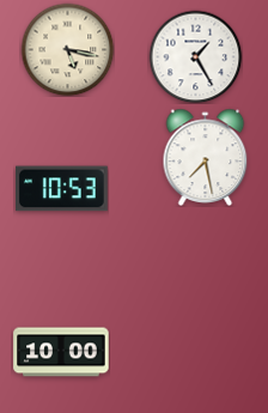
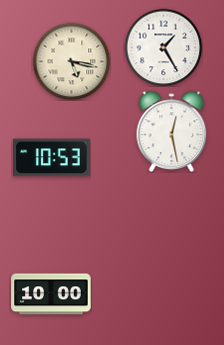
clock at (67, 49) position: (67, 49) -> (71, 61)
clock at (206, 157): 7:28 -> 12:28
